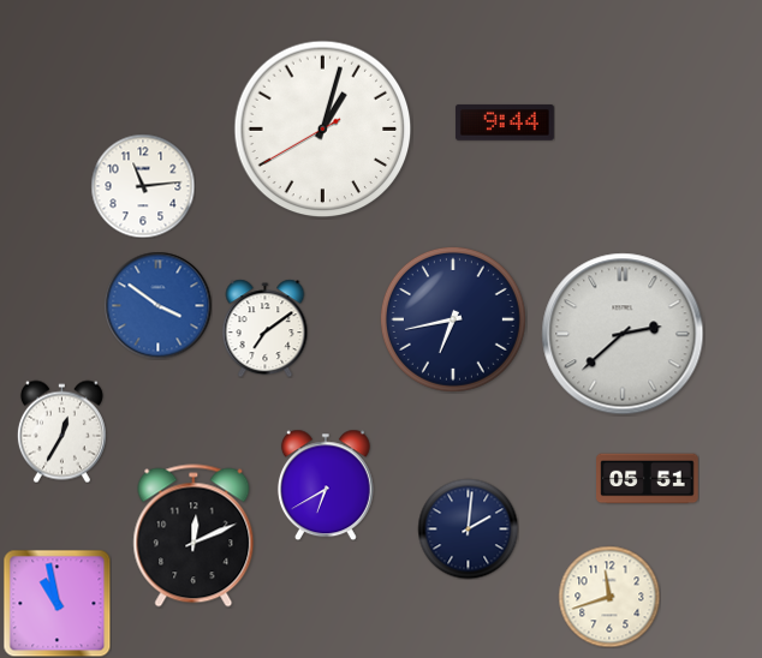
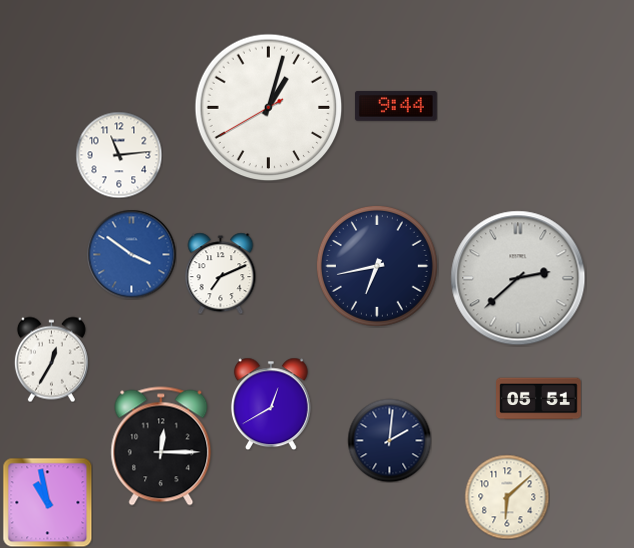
clock at (505, 122) position: (505, 122) -> (396, 106)
clock at (266, 328): 7:09 -> 7:11
clock at (326, 485): 6:40 -> 12:40
clock at (194, 536): 12:11 -> 12:15
clock at (609, 597): 11:42 -> 6:08
